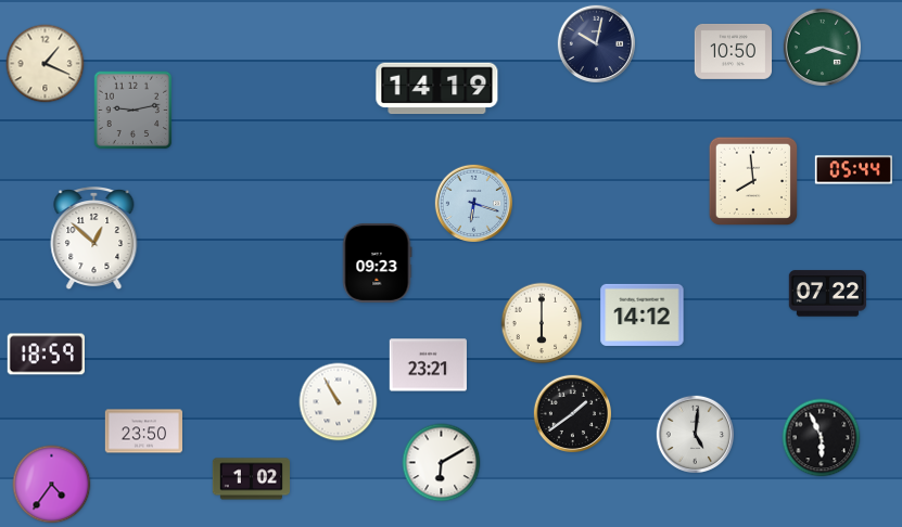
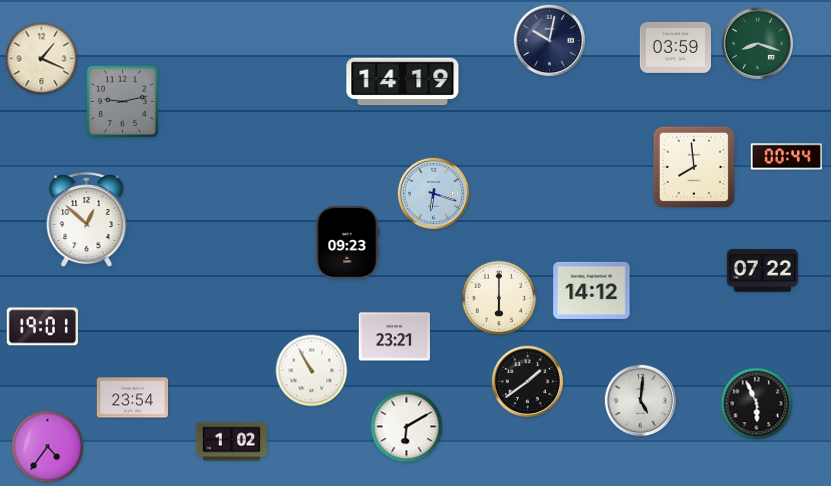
clock at (733, 51): 10:50 -> 03:59
clock at (853, 170): 05:44 -> 00:44
clock at (473, 203) position: (473, 203) -> (433, 193)
clock at (46, 355): 18:59 -> 19:01
clock at (143, 432): 23:50 -> 23:54
